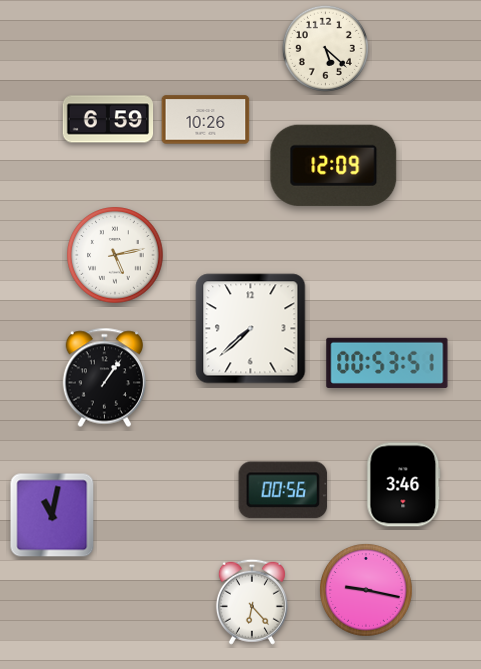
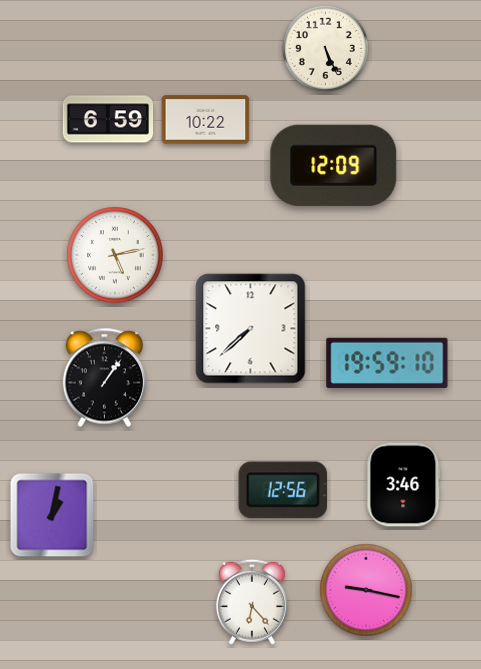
clock at (325, 48): 5:22 -> 5:26
clock at (206, 120): 10:26 -> 10:22
clock at (387, 363): 00:53 -> 19:59
clock at (283, 490): 00:56 -> 12:56
clock at (52, 515): 11:02 -> 1:02
